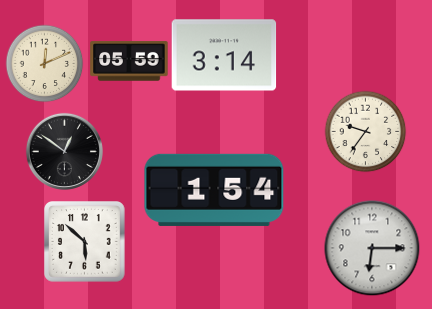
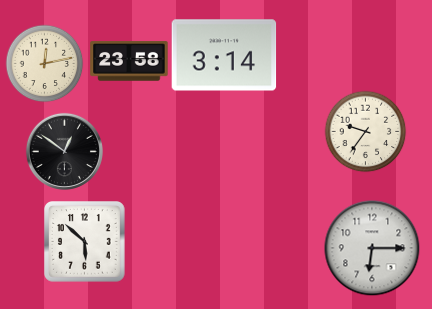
clock at (129, 61): 05:59 -> 23:58
clock at (44, 63): 12:11 -> 12:13
clock at (214, 190): 1:54 -> none
